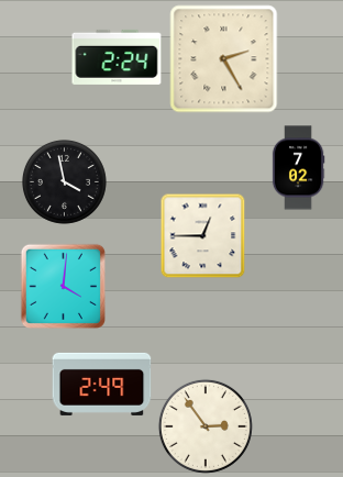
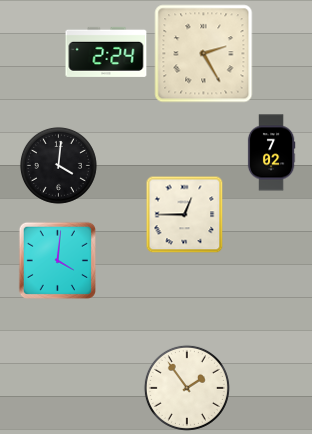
clock at (64, 181): 3:58 -> 4:01
clock at (102, 384): 2:49 -> none
clock at (206, 426): 2:54 -> 1:54
